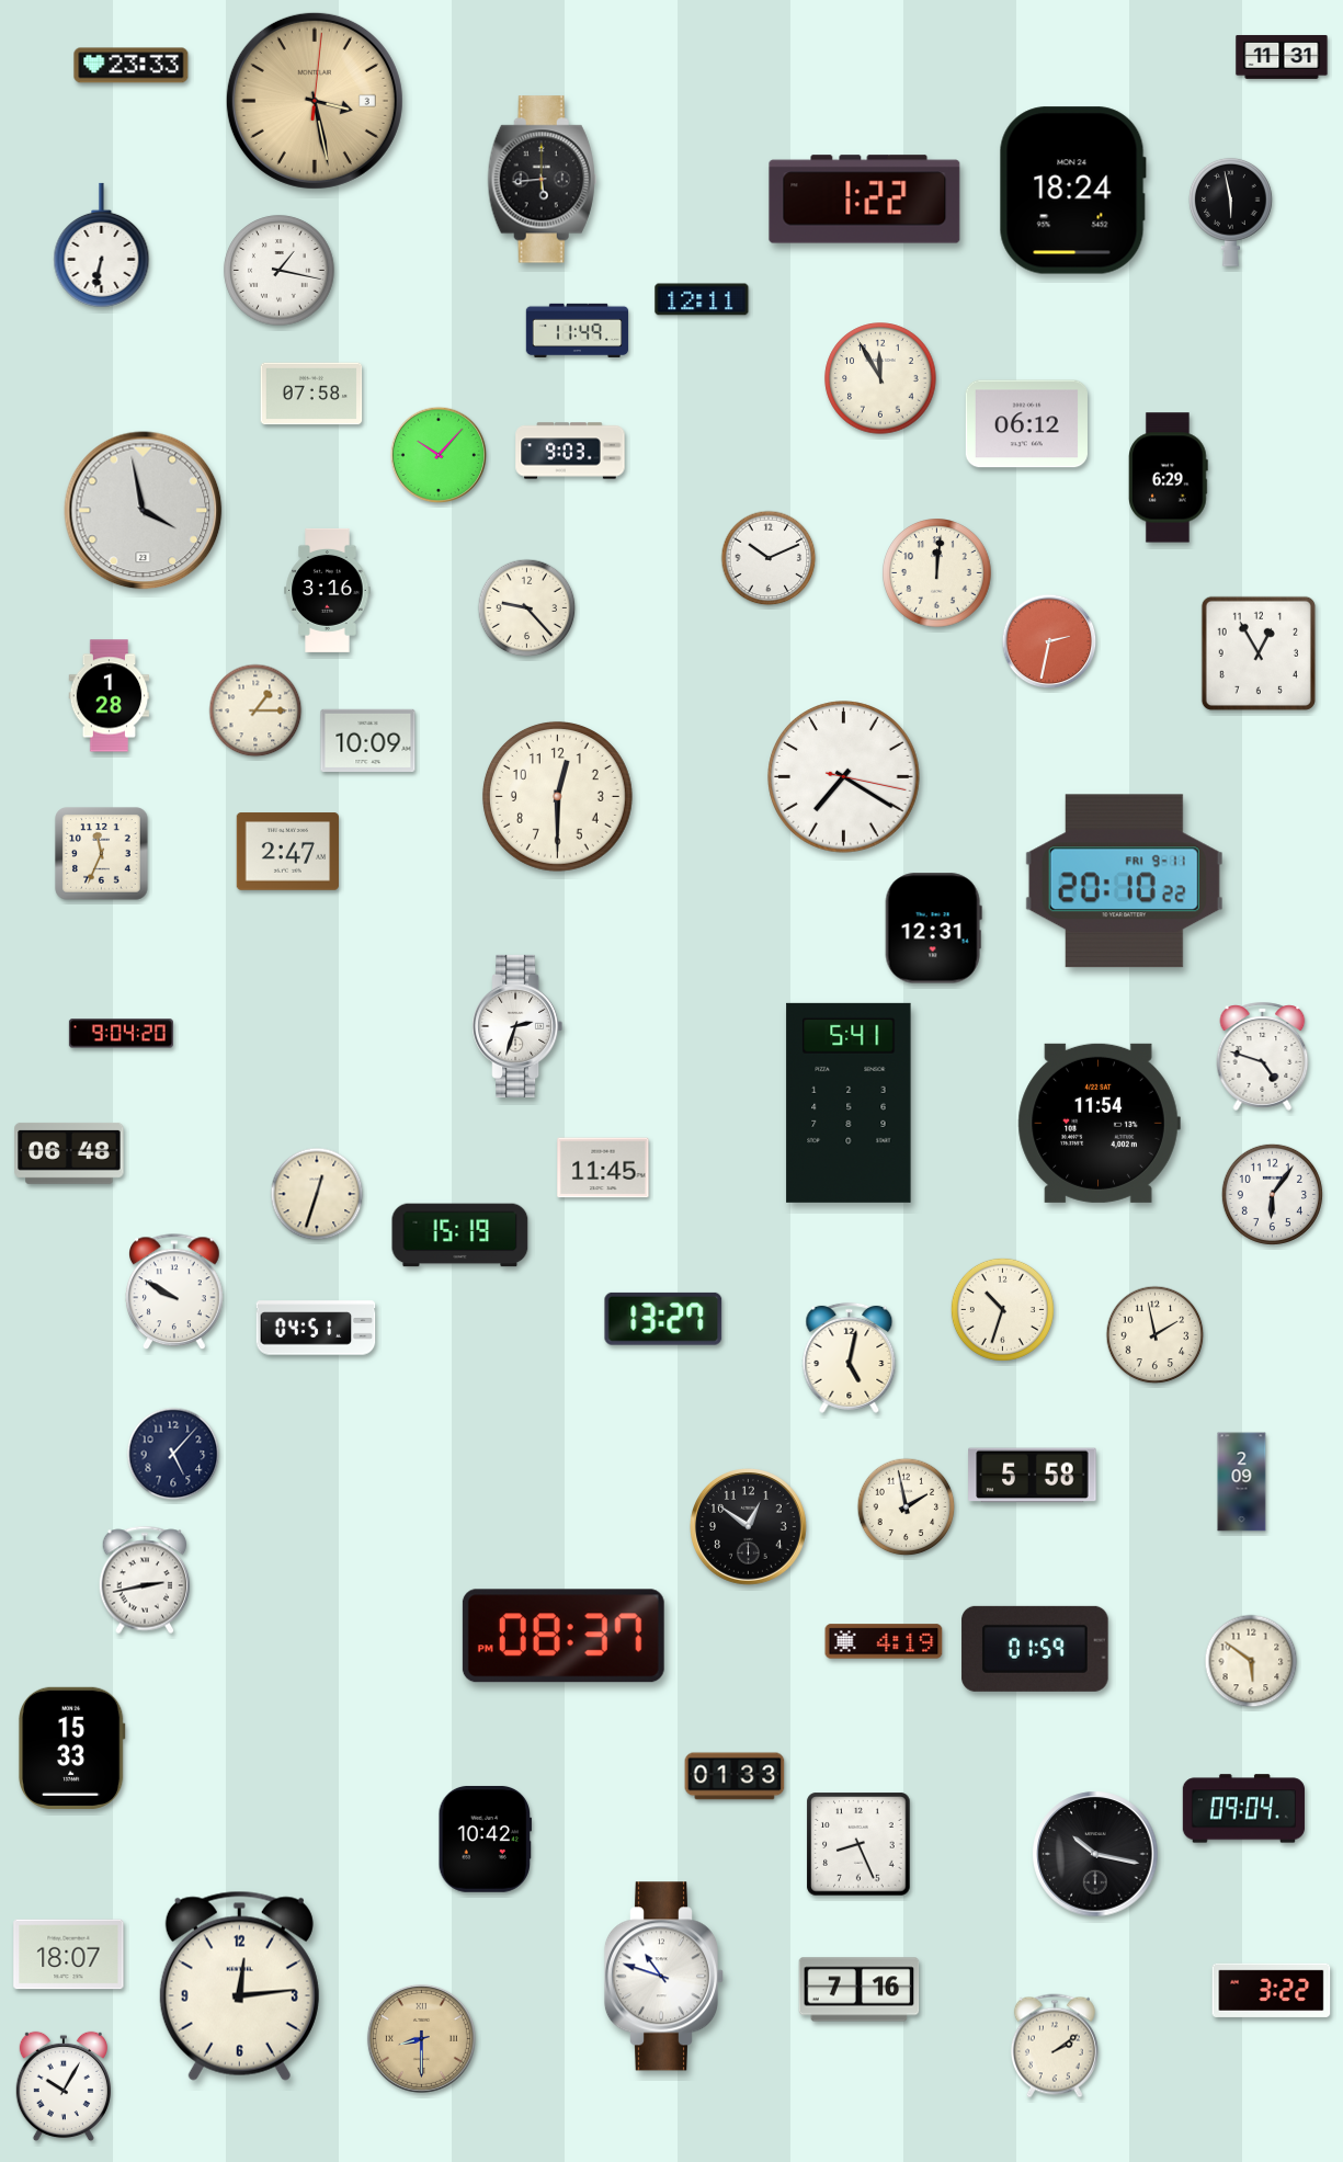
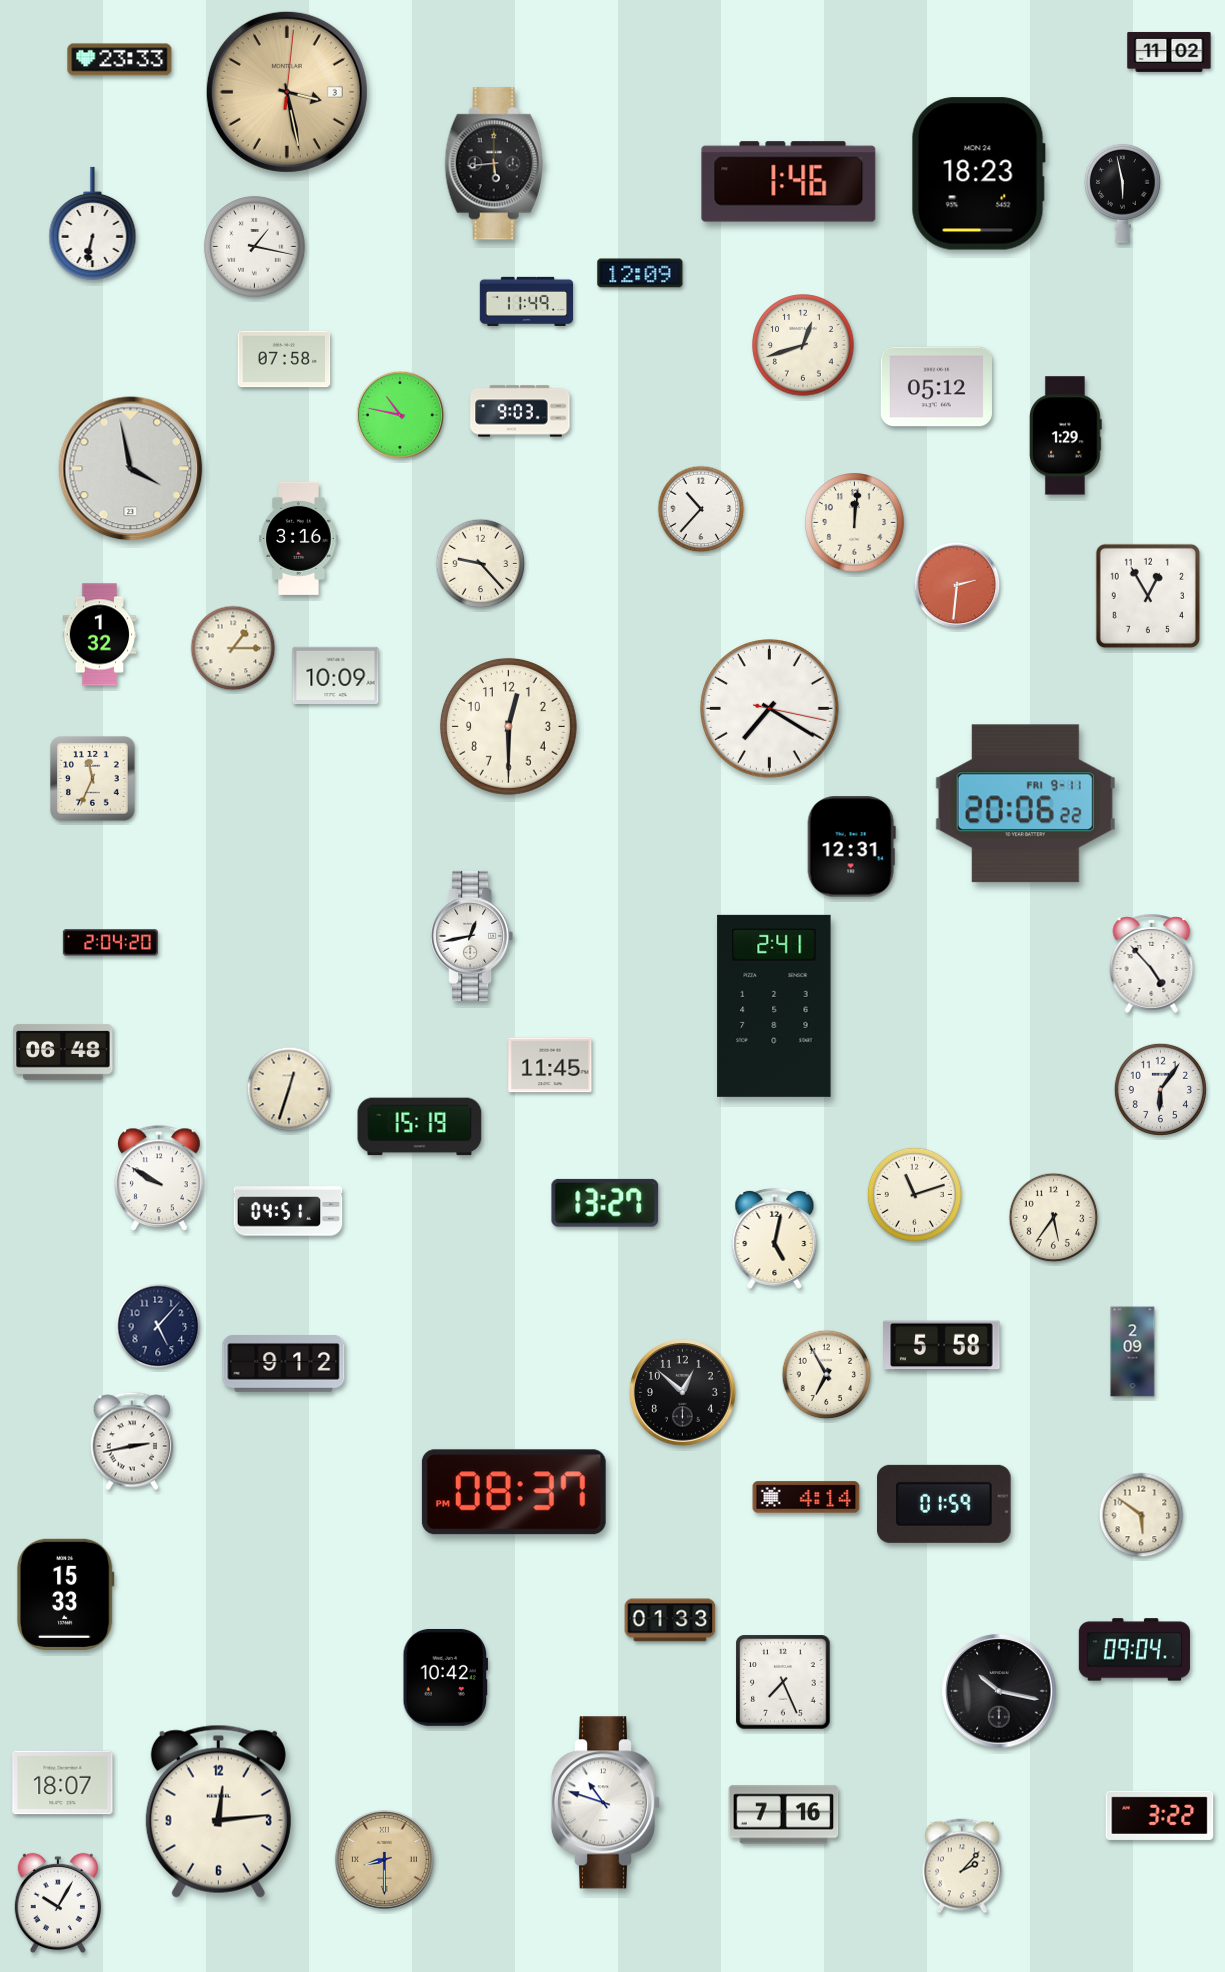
clock at (1282, 57): 11:31 -> 11:02
clock at (1072, 191): 18:24 -> 18:23
clock at (865, 200): 1:22 -> 1:46
clock at (702, 299): 12:11 -> 12:09
clock at (880, 378): 11:55 -> 12:42
clock at (1026, 424): 06:12 -> 05:12
clock at (439, 455): 10:07 -> 10:47
clock at (1169, 478): 6:29 -> 1:29
clock at (144, 511) position: (144, 511) -> (131, 469)
clock at (769, 558): 10:11 -> 10:37
clock at (527, 608) position: (527, 608) -> (481, 564)
clock at (1049, 641): 2:32 -> 2:31
clock at (110, 696): 1:28 -> 1:32
clock at (287, 852): 2:47 -> none
clock at (1124, 881): 20:10 -> 20:06
clock at (517, 1026): 2:33 -> 12:43
clock at (121, 1034): 9:04 -> 2:04
clock at (1263, 1056): 4:48 -> 4:53
clock at (849, 1103): 5:41 -> 2:41
clock at (1099, 1123): 11:54 -> none
clock at (1002, 1309): 10:33 -> 11:12
clock at (1156, 1335): 1:58 -> 5:36
clock at (284, 1364): none -> 9:12
clock at (907, 1507): 1:58 -> 6:55
clock at (749, 1527): 12:51 -> 12:52
clock at (884, 1641): 4:19 -> 4:14
clock at (485, 1839) position: (485, 1839) -> (445, 1677)
clock at (858, 1844): 8:26 -> 7:26
clock at (1055, 2046): 2:09 -> 2:07
